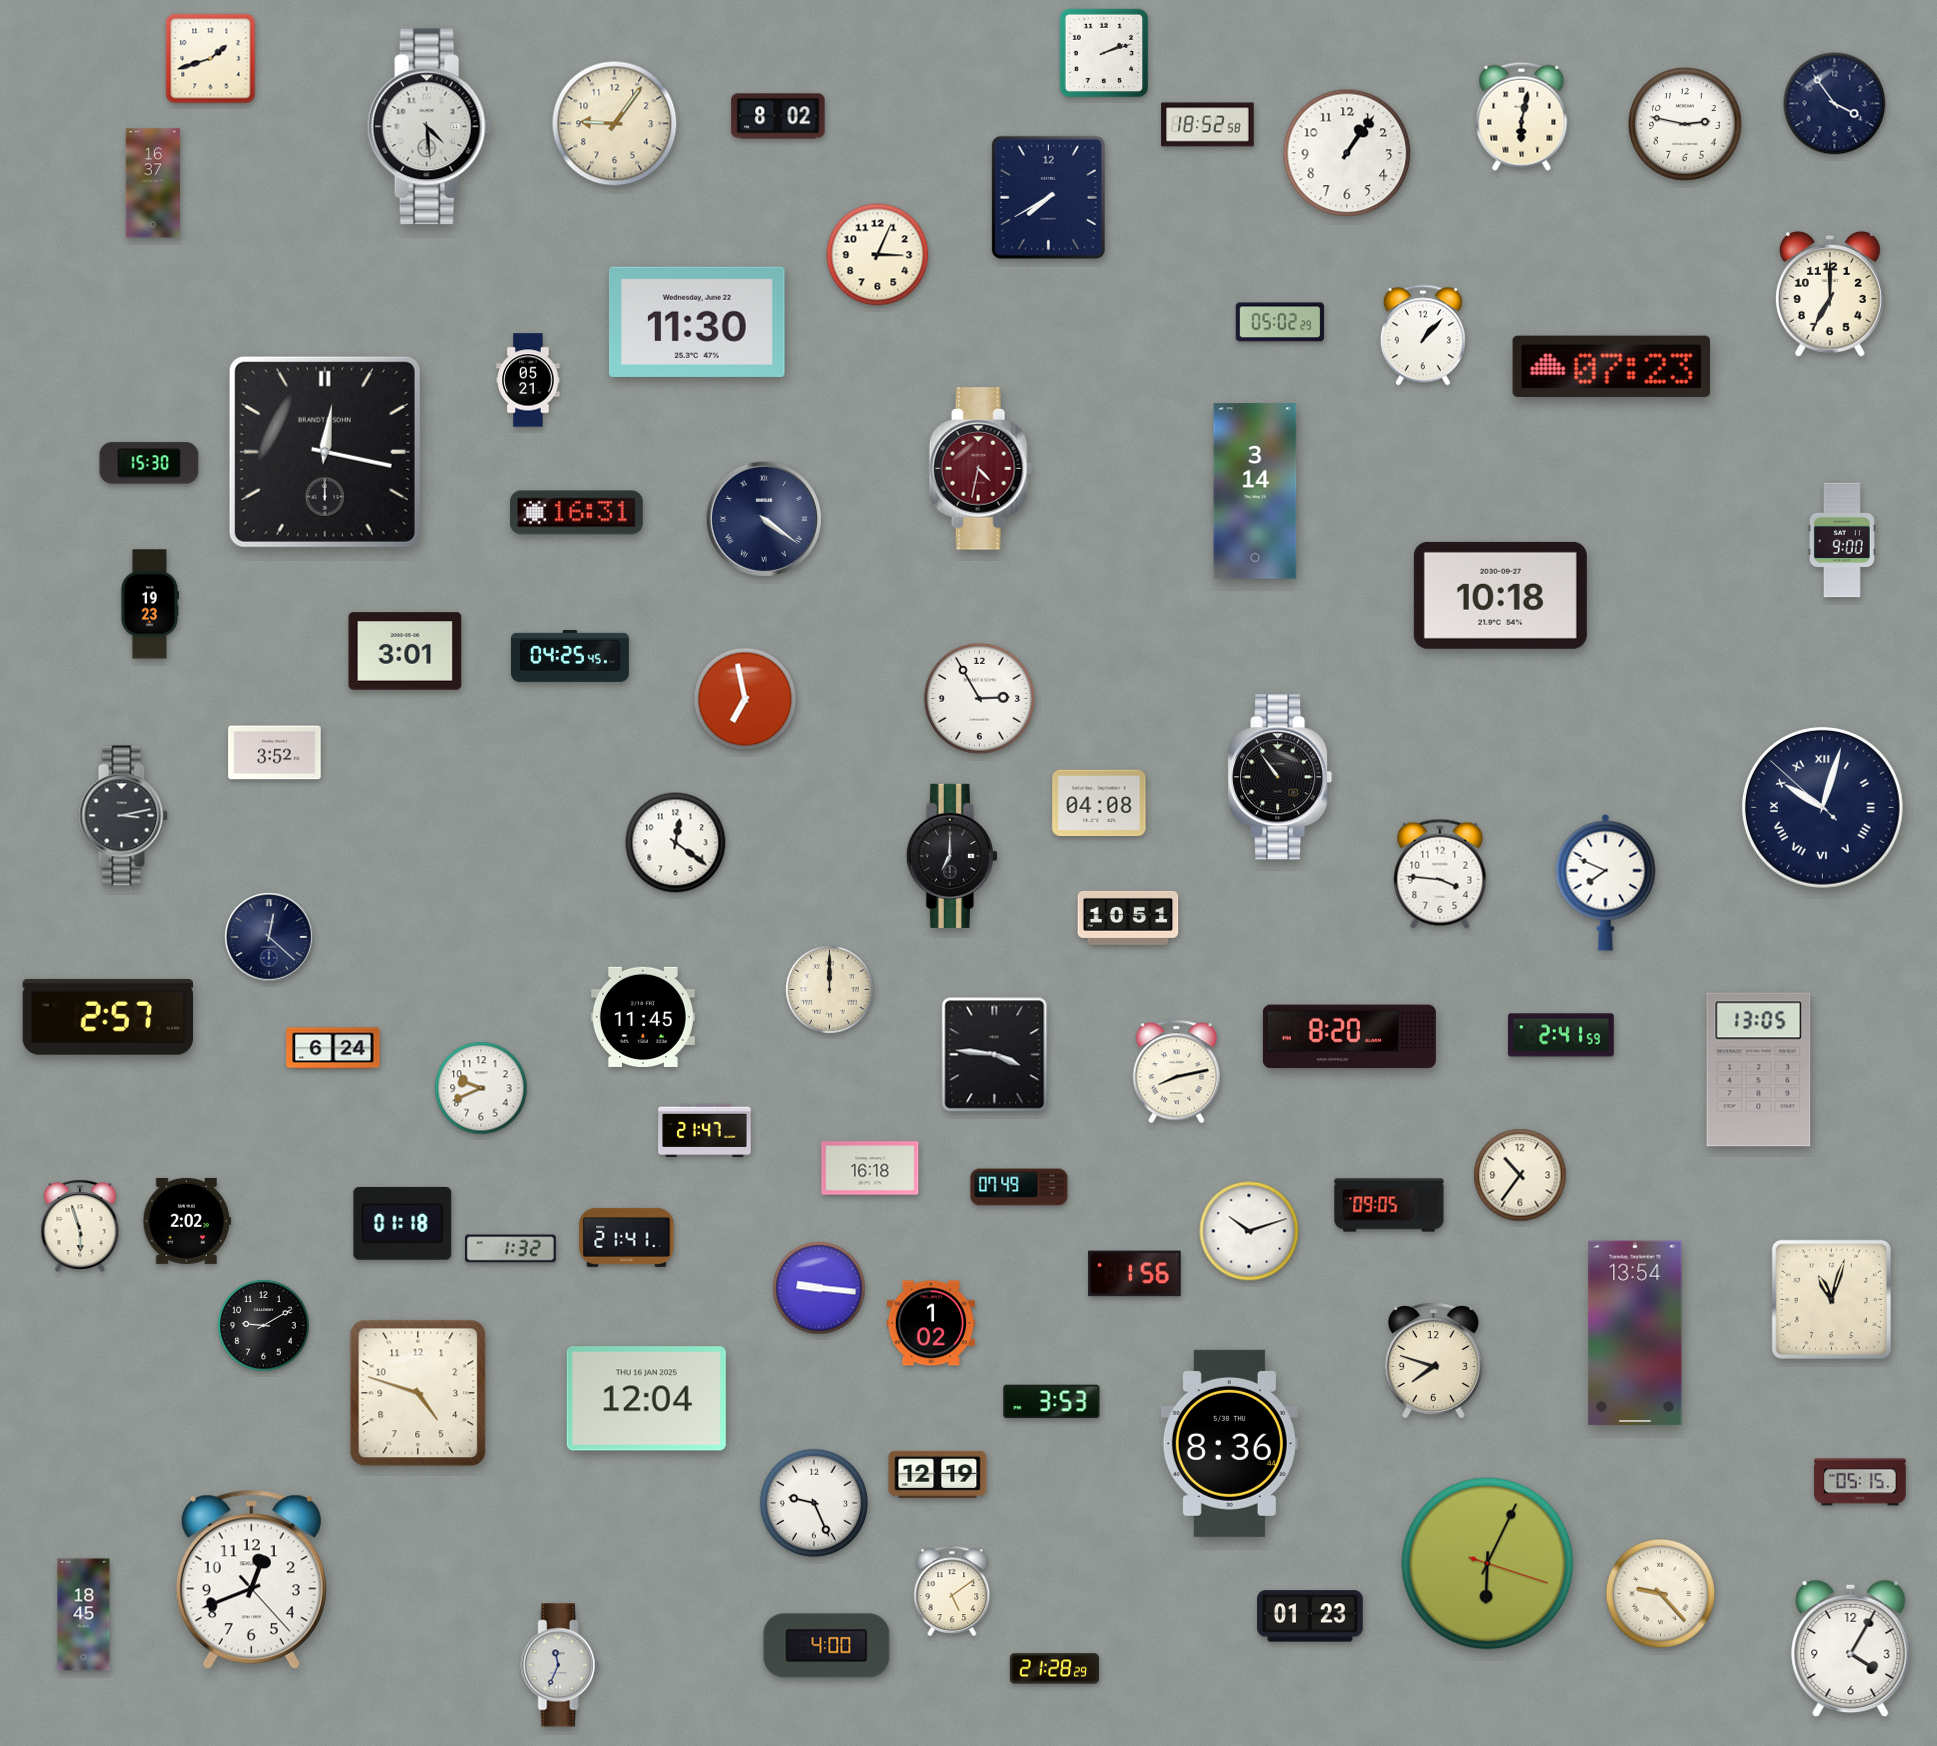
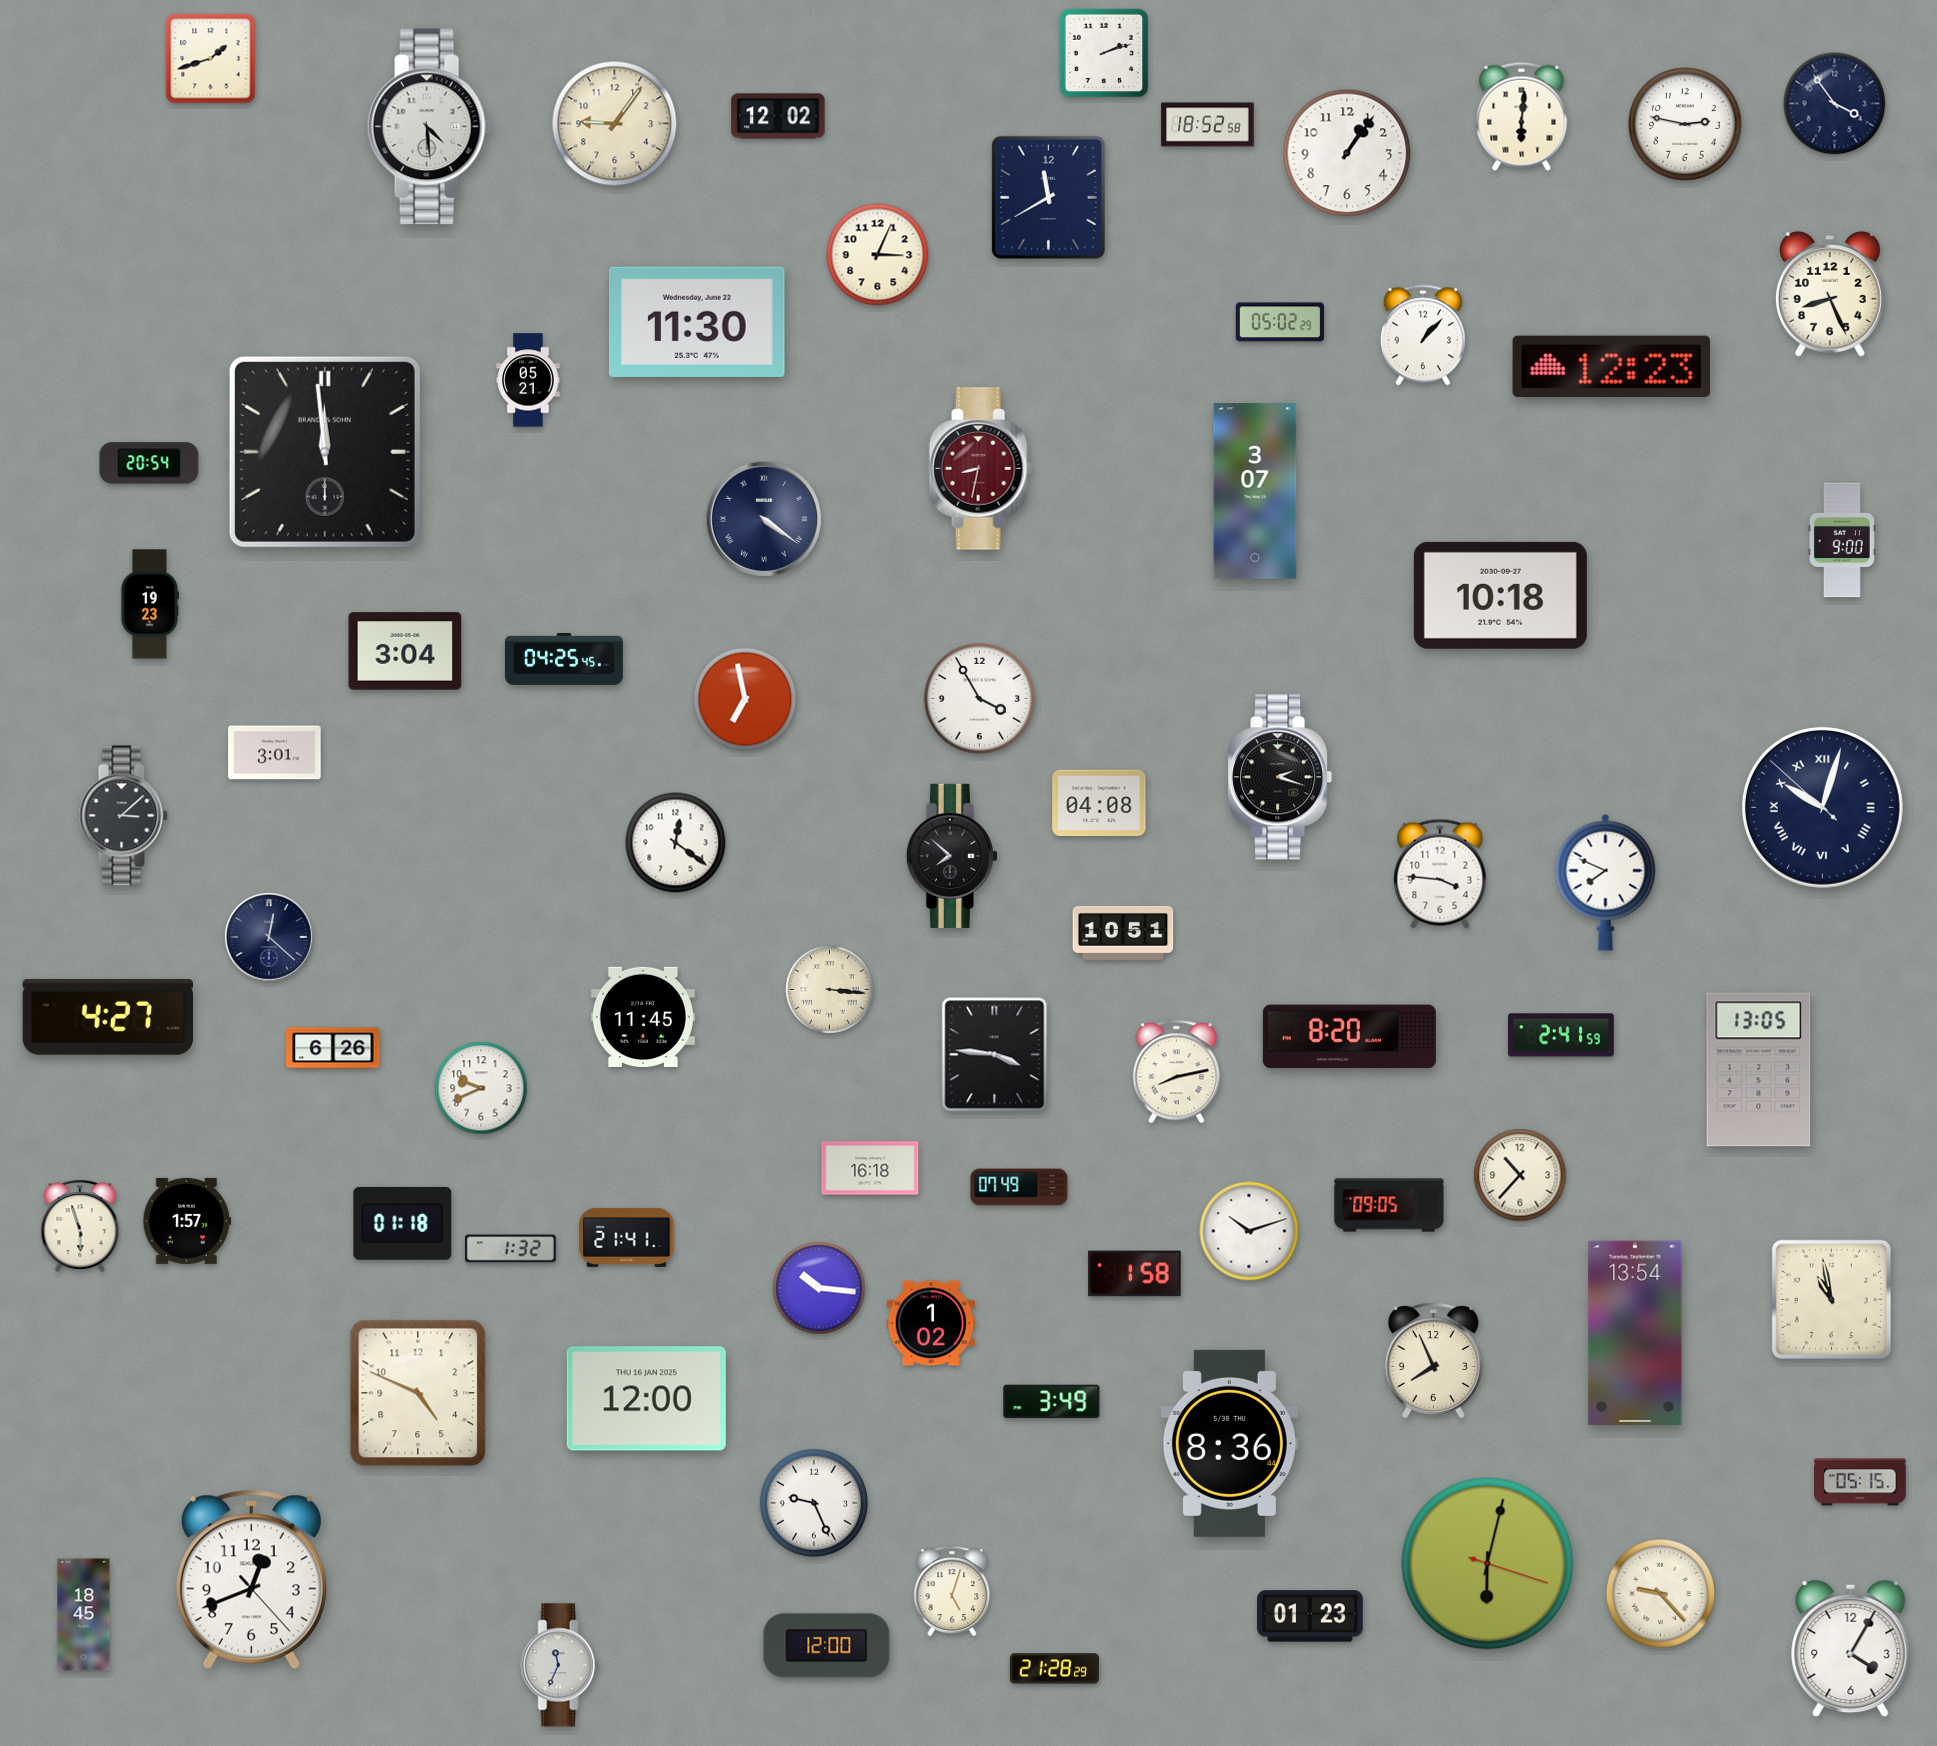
clock at (778, 116): 8:02 -> 12:02
clock at (1522, 116): 6:02 -> 6:01
clock at (153, 183): 16:37 -> none
clock at (1048, 197): 7:40 -> 11:40
clock at (1830, 294): 7:00 -> 8:26
clock at (1612, 366): 07:23 -> 12:23
clock at (325, 452): 12:17 -> 11:59
clock at (149, 463): 15:30 -> 20:54
clock at (980, 469): 4:32 -> 8:32
clock at (1255, 491): 3:14 -> 3:07
clock at (576, 513): 16:31 -> none
clock at (405, 651): 3:01 -> 3:04
clock at (570, 656) position: (570, 656) -> (564, 659)
clock at (979, 698): 2:55 -> 3:55
clock at (275, 753): 3:52 -> 3:01
clock at (1280, 777): 10:54 -> 2:18
clock at (123, 816): 3:13 -> 3:08
clock at (952, 856): 7:00 -> 7:52
clock at (1128, 918) position: (1128, 918) -> (1123, 933)
clock at (830, 990): 12:00 -> 3:16
clock at (107, 1017): 2:57 -> 4:27
clock at (333, 1048): 6:24 -> 6:26
clock at (705, 1131): 21:47 -> none
clock at (1520, 1175): 10:36 -> 10:37
clock at (187, 1221): 2:02 -> 1:57
clock at (1135, 1274): 1:56 -> 1:58
clock at (819, 1288): 9:16 -> 10:16
clock at (1831, 1299): 11:03 -> 10:58
clock at (264, 1326): 9:10 -> none
clock at (1433, 1361): 7:48 -> 7:56
clock at (418, 1393): 4:48 -> 4:49
clock at (646, 1399): 12:04 -> 12:00
clock at (1052, 1402): 3:53 -> 3:49
clock at (938, 1474): 12:19 -> none
clock at (1488, 1564): 6:04 -> 6:02
clock at (952, 1590): 5:09 -> 5:03
clock at (827, 1646): 4:00 -> 12:00
